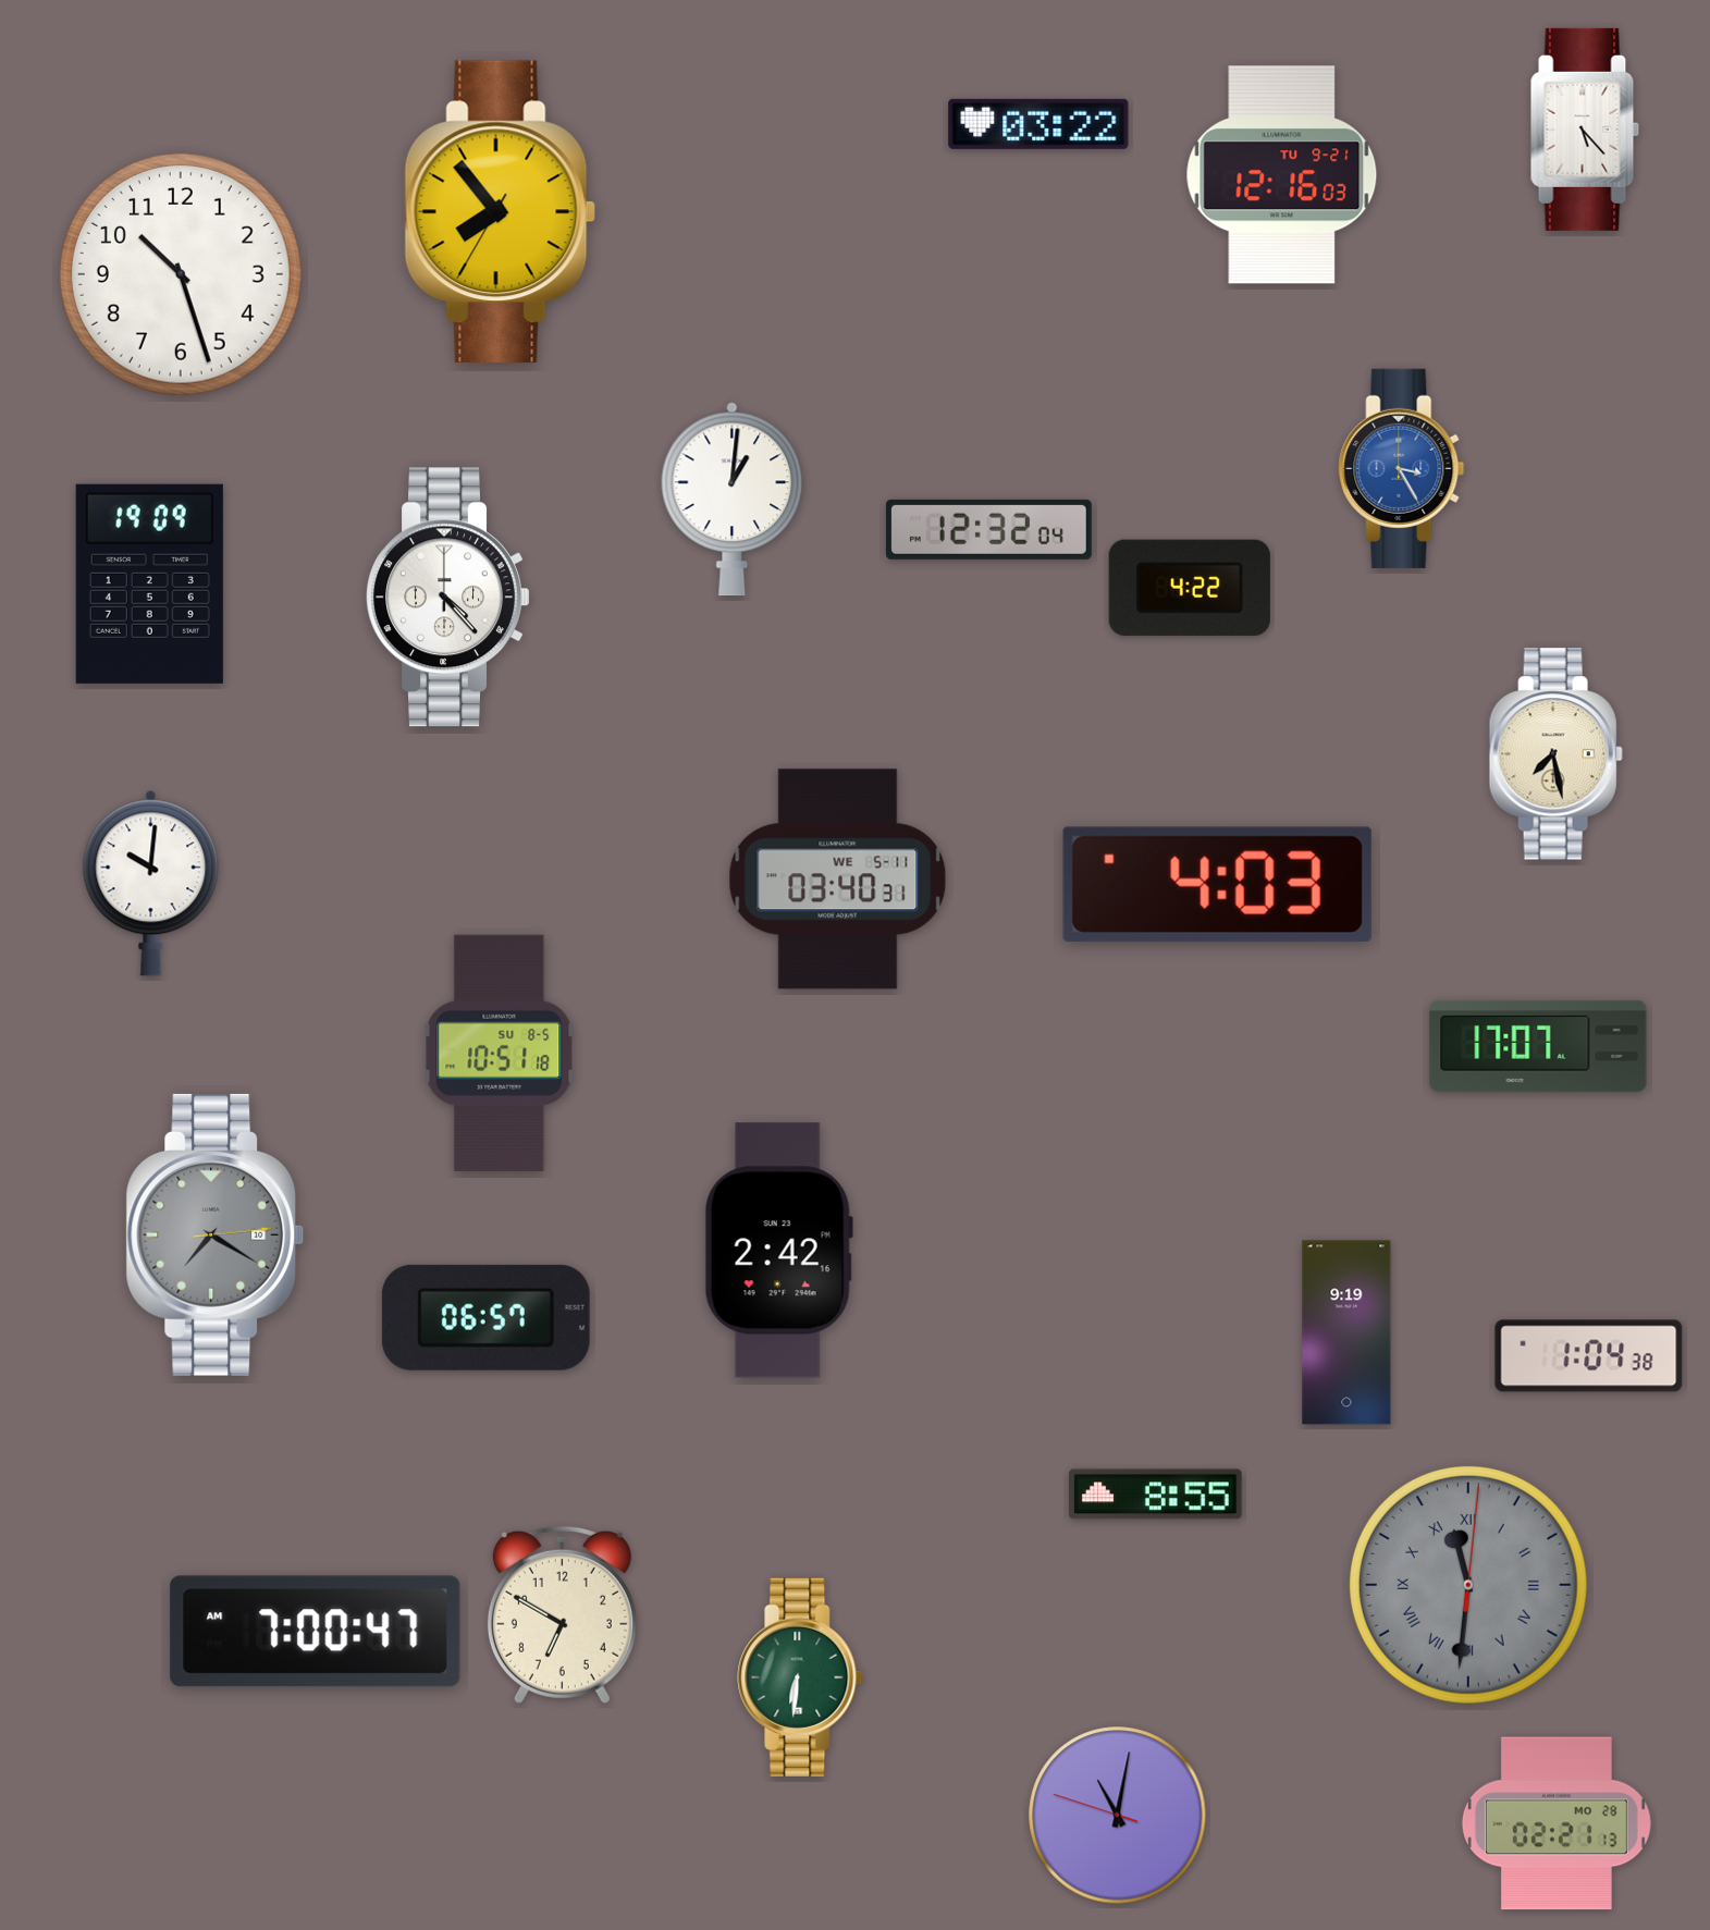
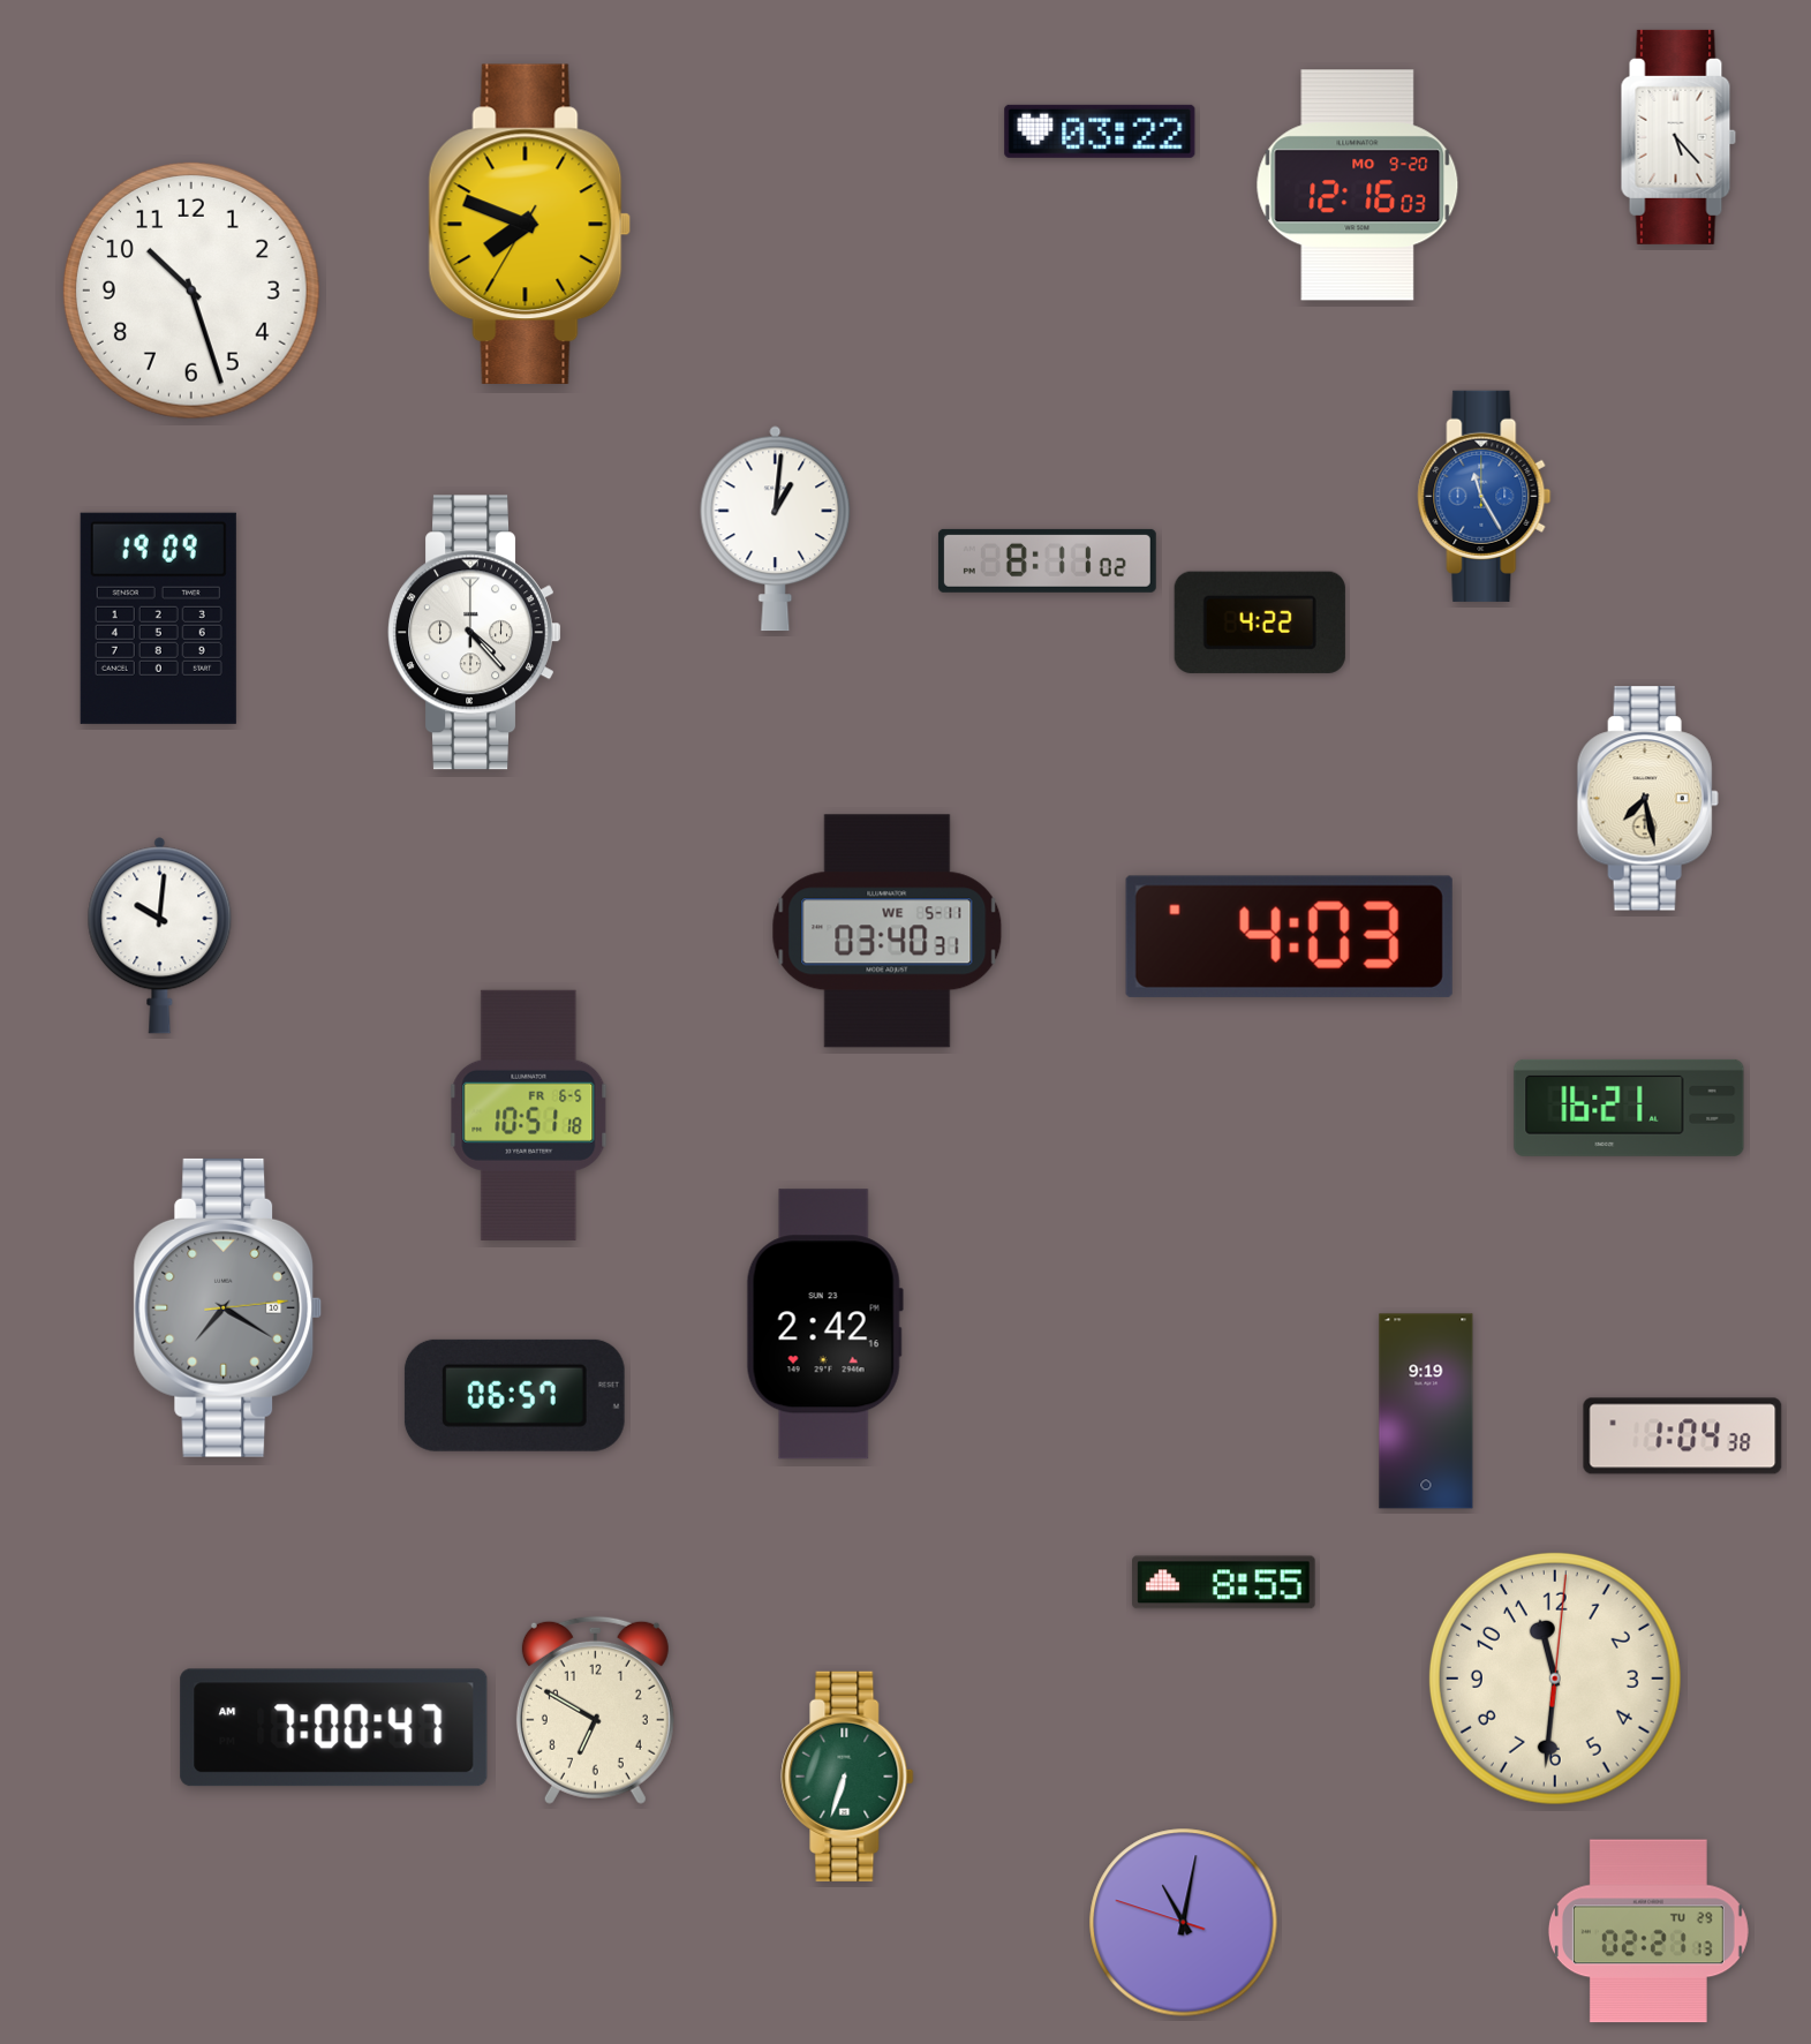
clock at (1282, 175) date: TU 9-21 -> MO 9-20
clock at (501, 211): 7:53 -> 7:48
clock at (1402, 468): 3:25 -> 11:25
clock at (988, 529): 12:32 -> 8:11
clock at (1538, 1046): 17:07 -> 16:21
clock at (500, 1053) date: SU 8-5 -> FR 6-5
clock at (1468, 1585) dial: grey -> cream
clock at (1468, 1585) numerals: Roman -> Arabic
clock at (800, 1677): 6:31 -> 6:33
clock at (1557, 1823) date: MO 28 -> TU 29
